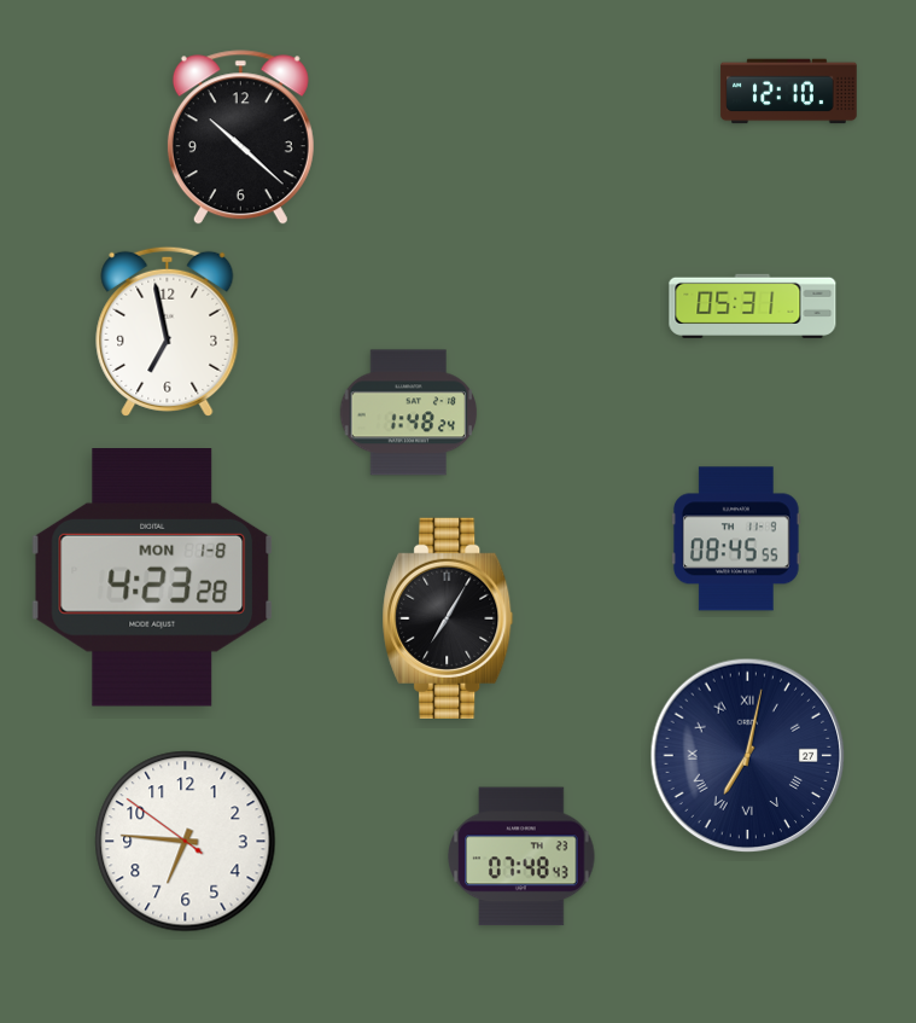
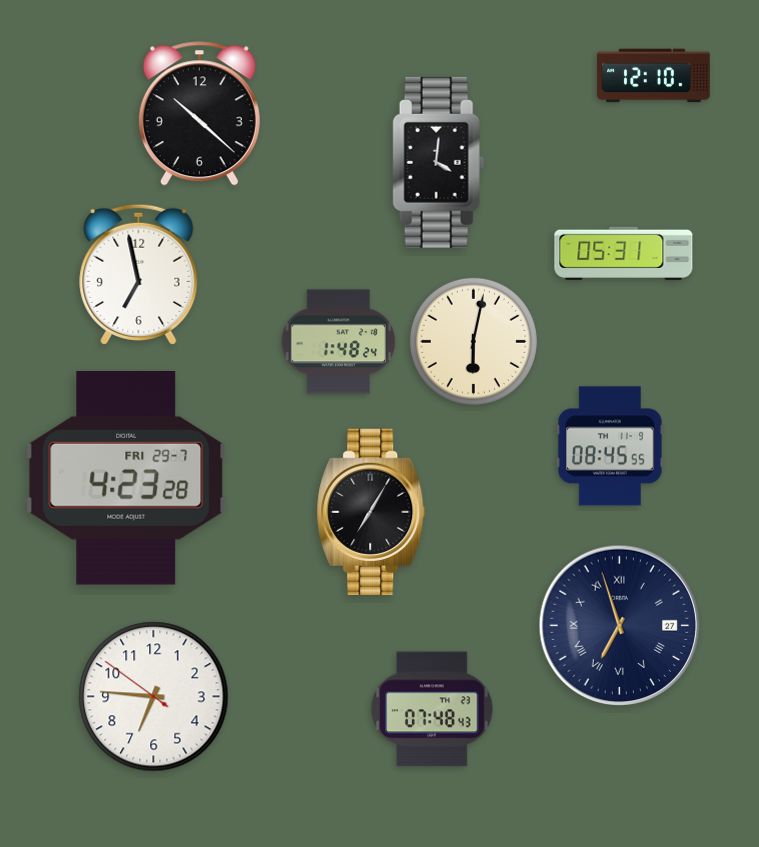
clock at (439, 162): none -> 4:01
clock at (473, 341): none -> 6:02
clock at (152, 579) date: MON 1-8 -> FRI 29-7
clock at (748, 756): 7:02 -> 6:57
